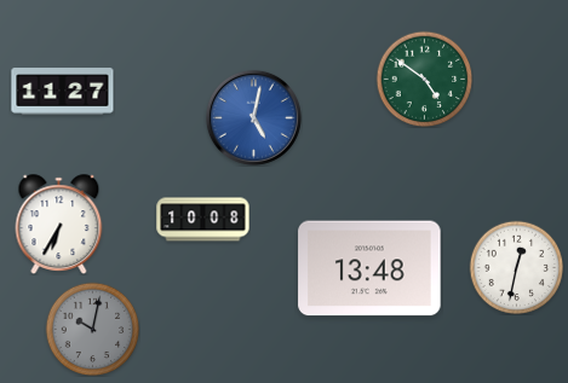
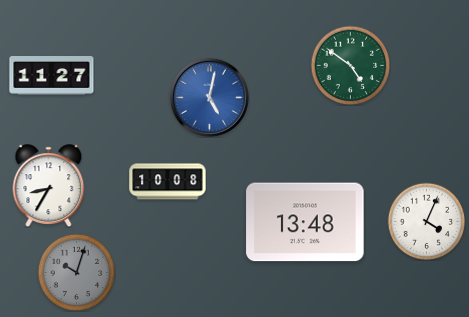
clock at (59, 224): 6:35 -> 8:35
clock at (516, 267): 12:32 -> 4:04
clock at (92, 329): 10:02 -> 10:03
